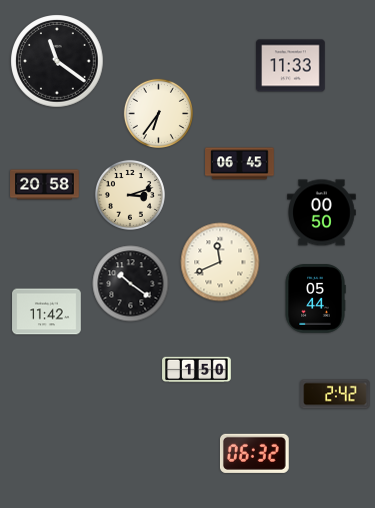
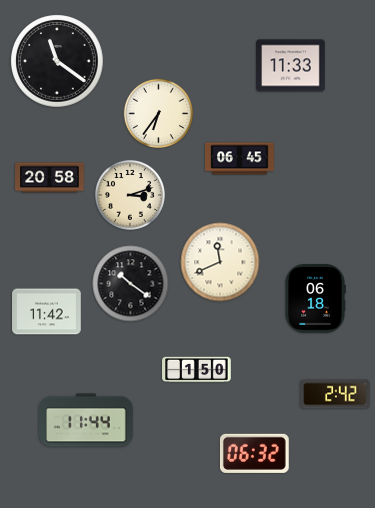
clock at (240, 164) position: (240, 164) -> (240, 159)
clock at (45, 185) position: (45, 185) -> (50, 178)
clock at (322, 213): 00:50 -> none
clock at (315, 299): 05:44 -> 06:18
clock at (86, 420): none -> 11:44
